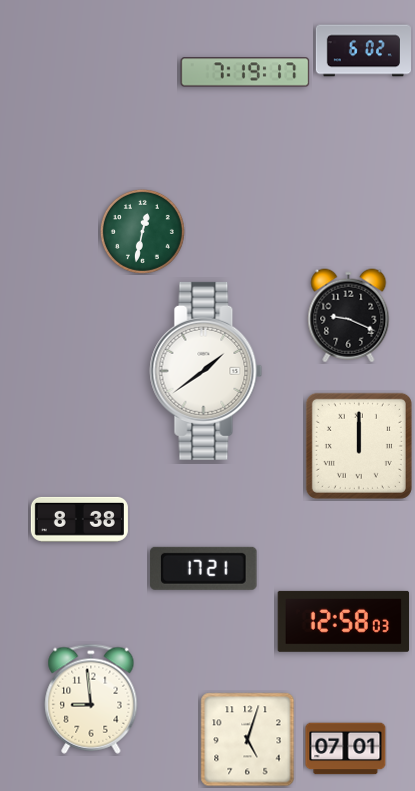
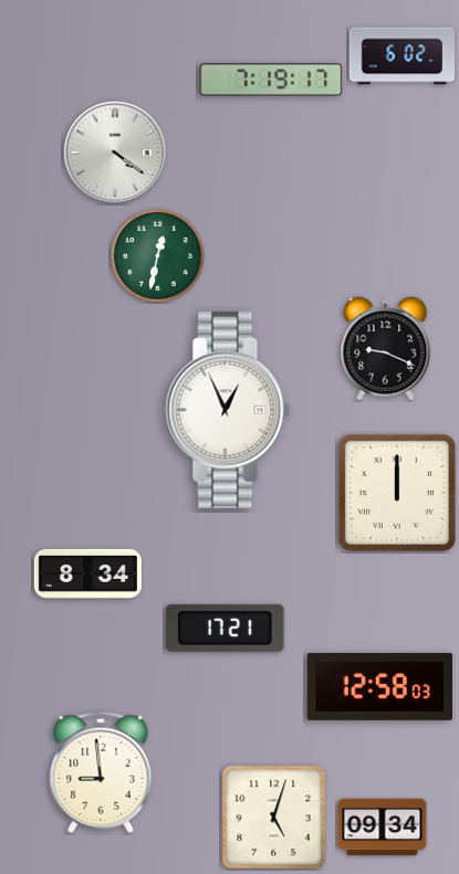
clock at (115, 152): none -> 4:21
clock at (206, 371): 1:39 -> 12:56
clock at (79, 519): 8:38 -> 8:34
clock at (346, 749): 07:01 -> 09:34
